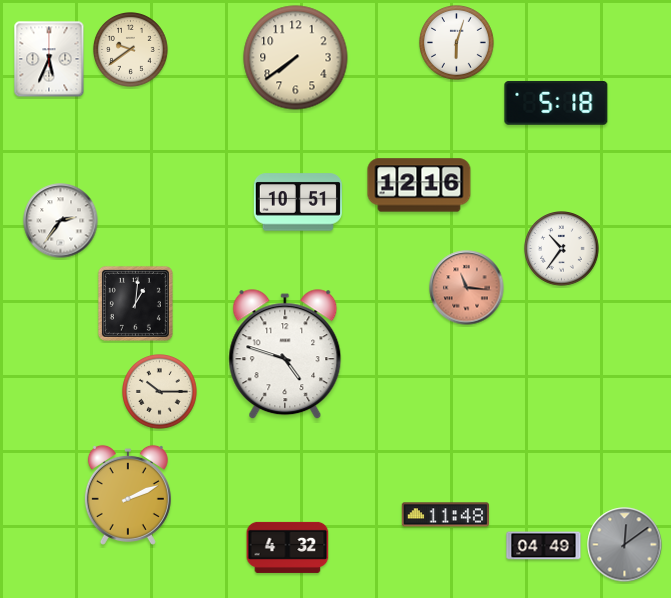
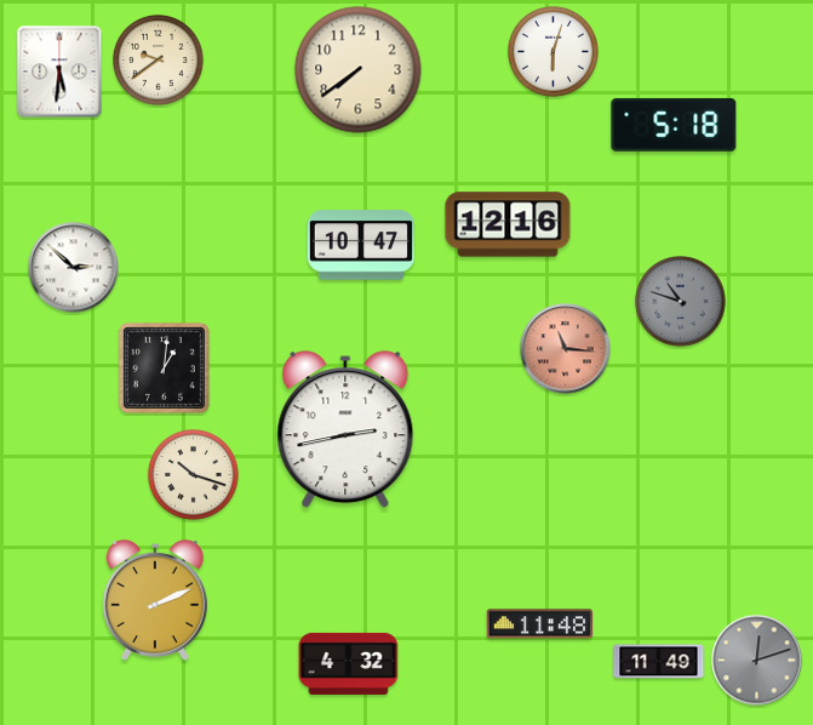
clock at (49, 59): 5:34 -> 5:31
clock at (298, 202): 10:51 -> 10:47
clock at (61, 221): 2:36 -> 2:52
clock at (562, 249): 10:36 -> 10:48
clock at (562, 249) dial: white -> grey
clock at (285, 355): 4:48 -> 2:43
clock at (160, 392): 10:15 -> 10:18
clock at (625, 545): 12:09 -> 12:12
clock at (544, 546): 04:49 -> 11:49
